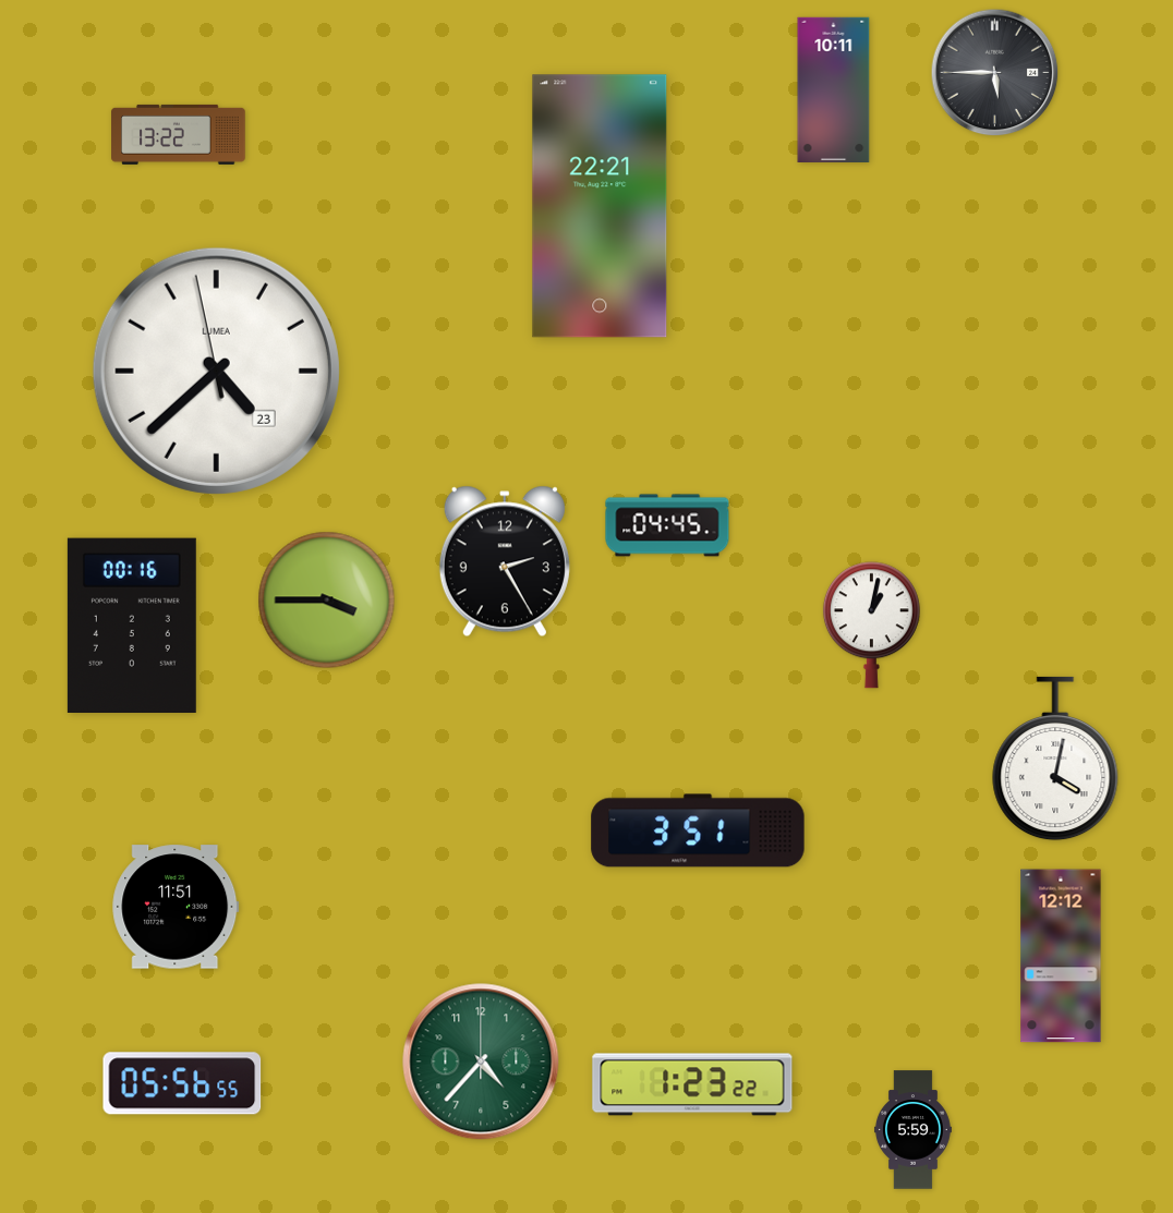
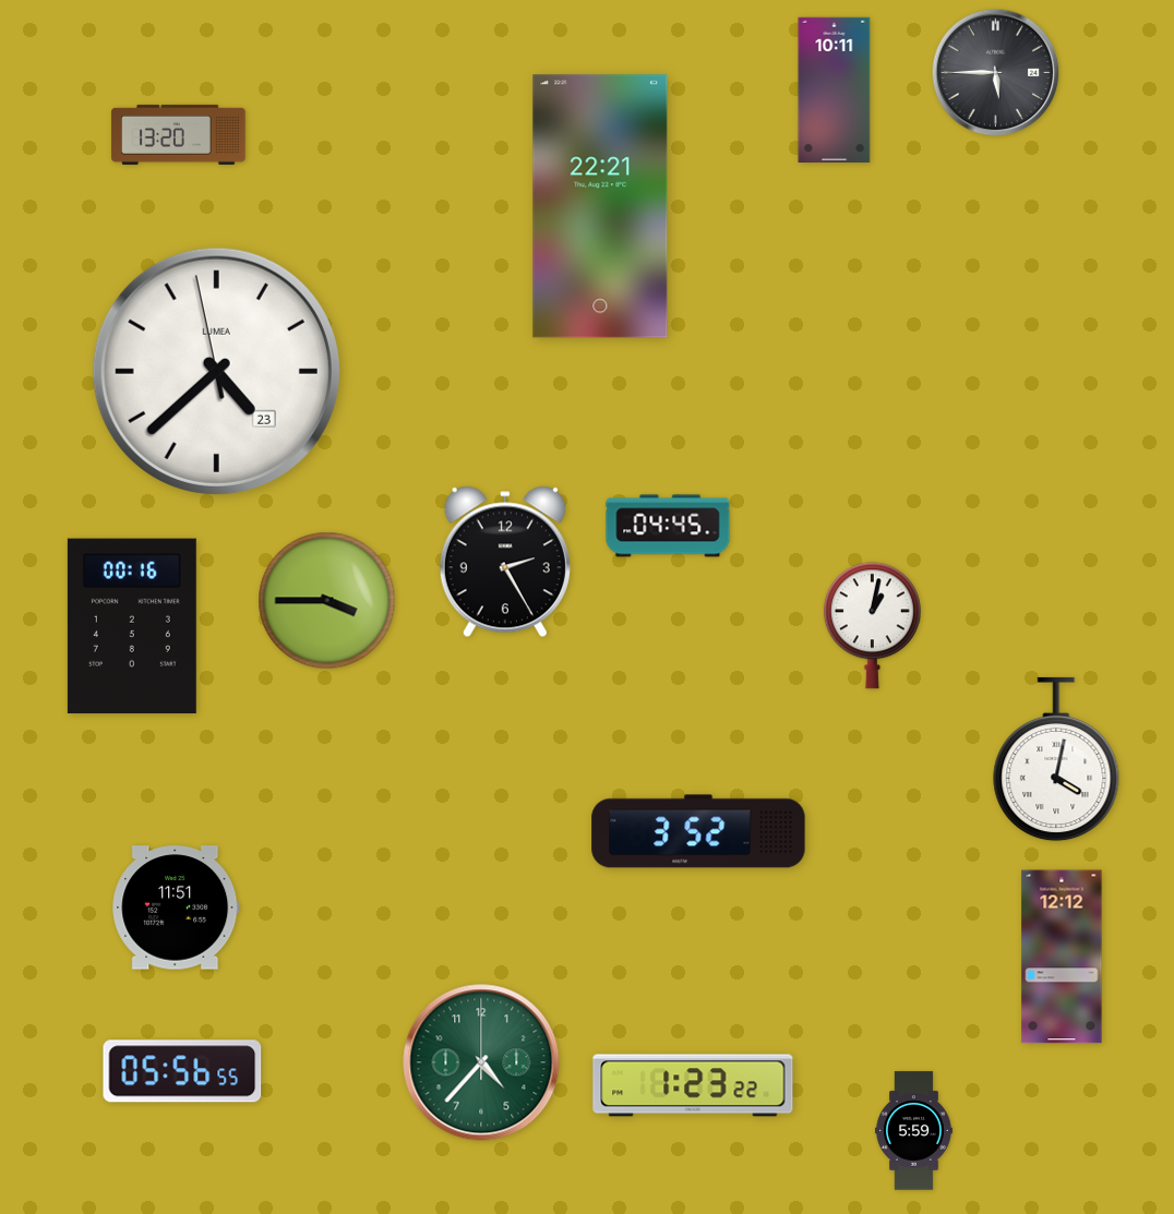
clock at (179, 134): 13:22 -> 13:20
clock at (698, 830): 3:51 -> 3:52
clock at (182, 1083) position: (182, 1083) -> (182, 1071)
